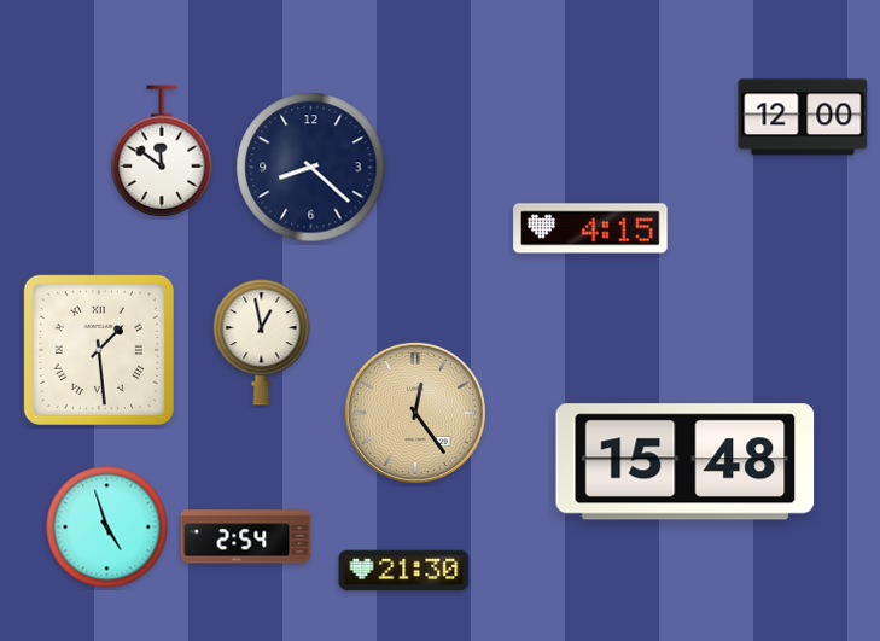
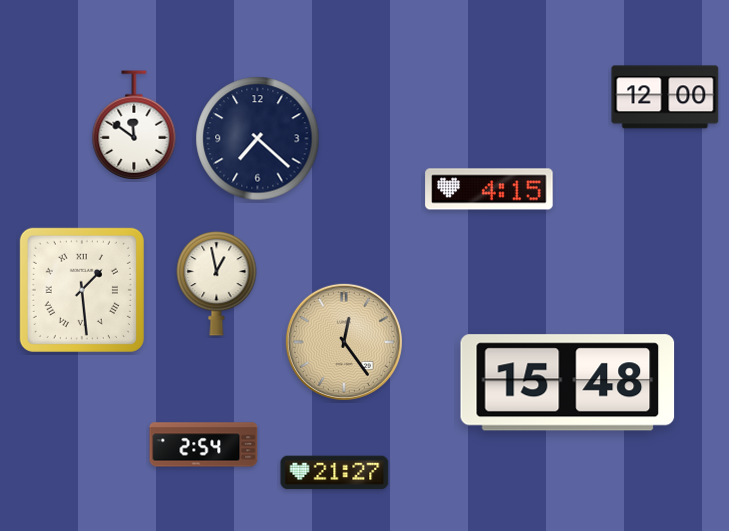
clock at (311, 168): 8:22 -> 7:22
clock at (107, 528): 4:57 -> none
clock at (404, 571): 21:30 -> 21:27
